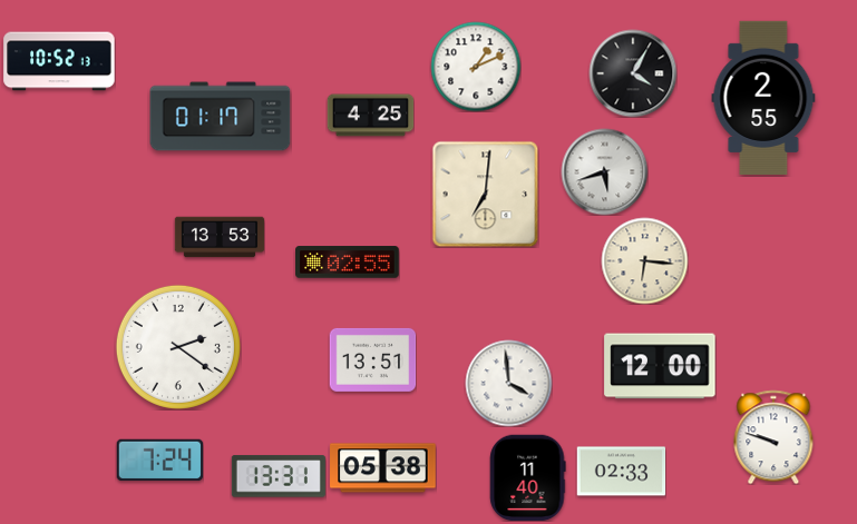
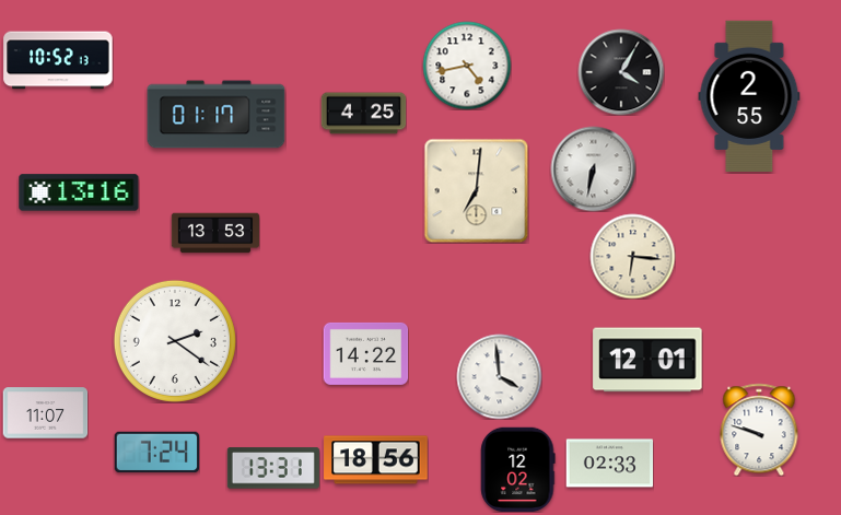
clock at (476, 67): 1:11 -> 4:43
clock at (604, 171): 5:42 -> 6:32
clock at (79, 192): none -> 13:16
clock at (348, 263): 02:55 -> none
clock at (372, 359): 13:51 -> 14:22
clock at (660, 366): 12:00 -> 12:01
clock at (45, 413): none -> 11:07
clock at (383, 468): 05:38 -> 18:56
clock at (528, 477): 11:40 -> 12:02
